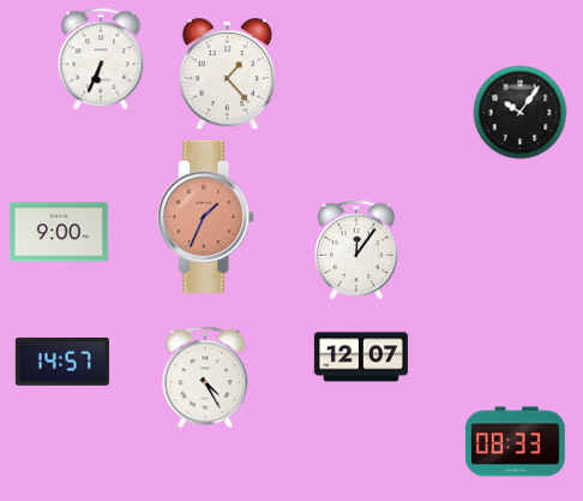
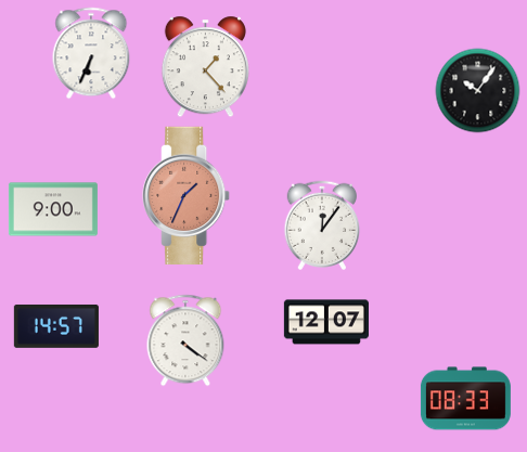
clock at (519, 112) position: (519, 112) -> (477, 90)
clock at (205, 377): 4:25 -> 4:21
